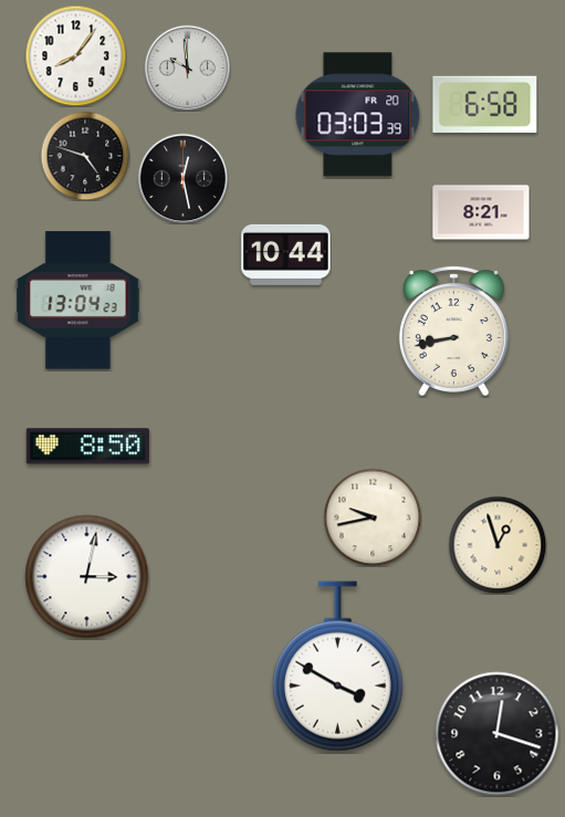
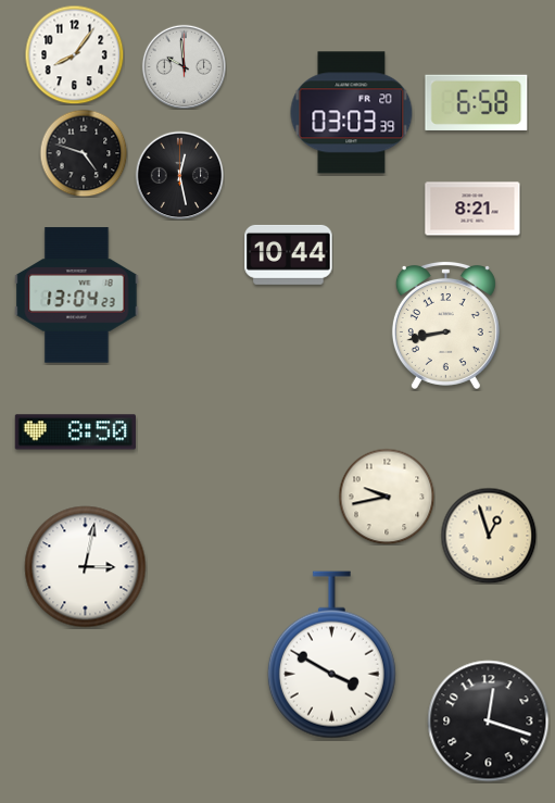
clock at (286, 254) position: (286, 254) -> (289, 254)
clock at (87, 447) position: (87, 447) -> (75, 432)
clock at (373, 517) position: (373, 517) -> (387, 497)
